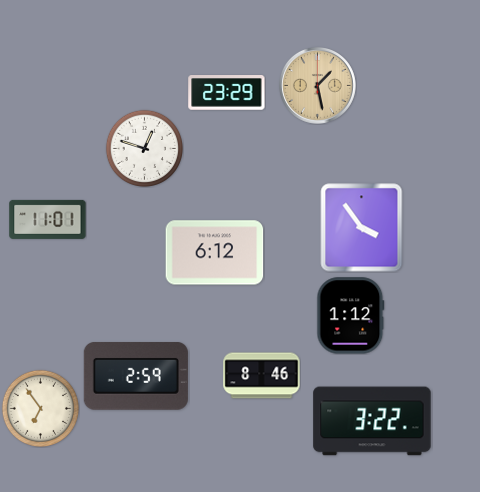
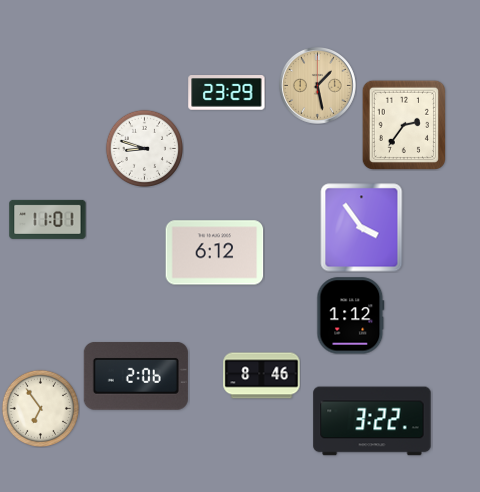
clock at (403, 125): none -> 2:36
clock at (144, 148): 12:48 -> 8:48
clock at (136, 377): 2:59 -> 2:06
